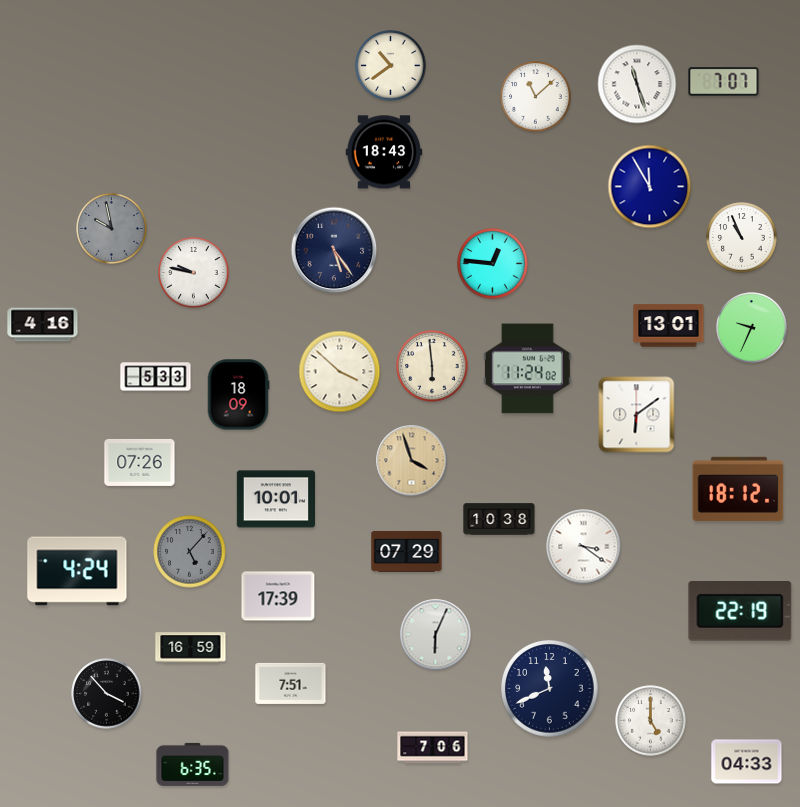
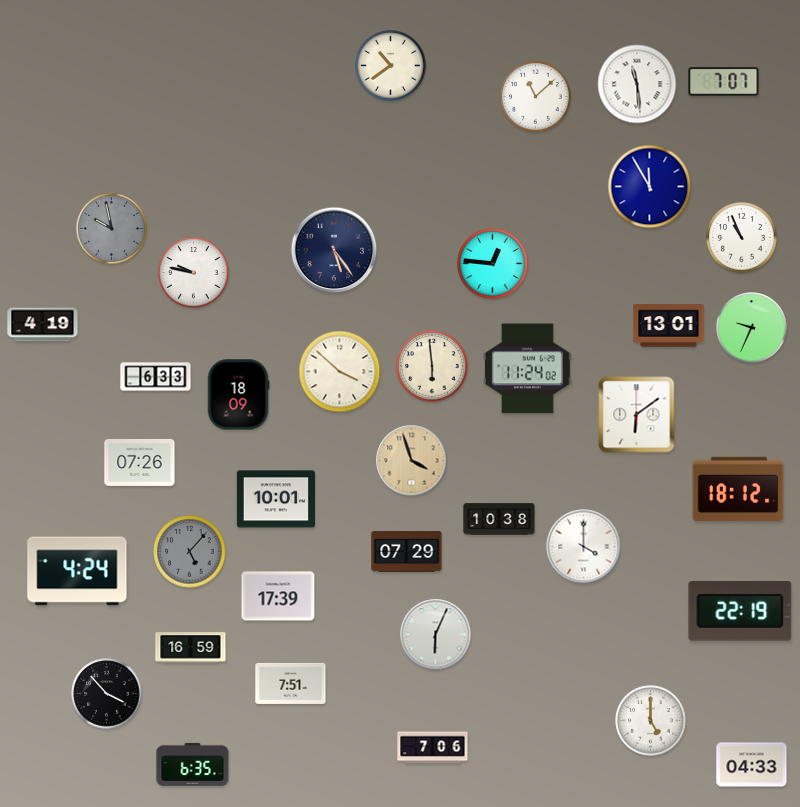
clock at (637, 84): 11:27 -> 11:29
clock at (384, 152): 18:43 -> none
clock at (43, 325): 4:16 -> 4:19
clock at (156, 377): 5:33 -> 6:33
clock at (584, 547): 3:21 -> 4:00
clock at (550, 689): 11:41 -> none
clock at (747, 762) position: (747, 762) -> (752, 765)
